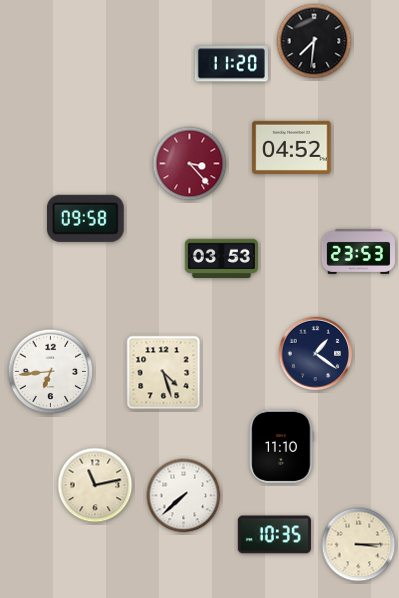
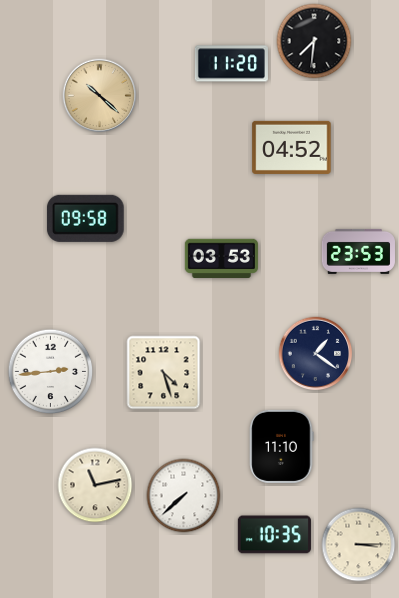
clock at (100, 96): none -> 10:22
clock at (190, 164): 3:23 -> none
clock at (51, 372): 6:44 -> 2:44
